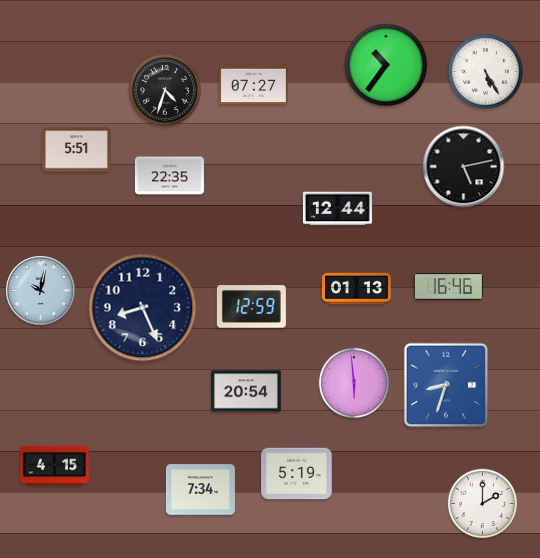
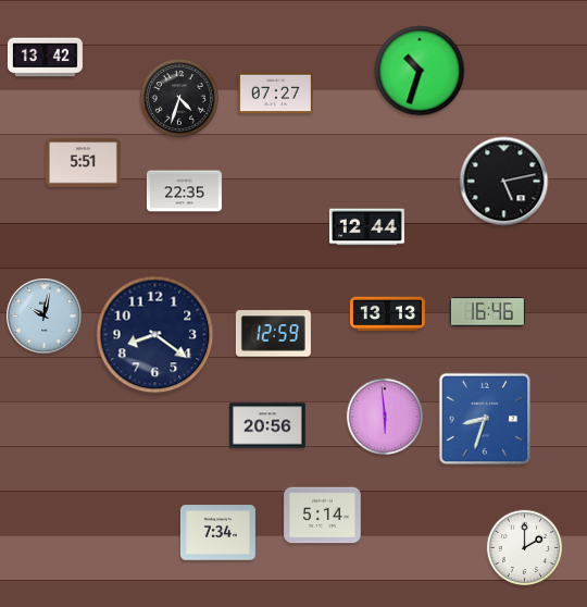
clock at (45, 58): none -> 13:42
clock at (386, 65): 10:36 -> 10:33
clock at (486, 72): 5:25 -> none
clock at (356, 289): 01:13 -> 13:13
clock at (143, 308): 8:26 -> 8:21
clock at (247, 391): 20:54 -> 20:56
clock at (54, 466): 4:15 -> none
clock at (297, 474): 5:19 -> 5:14
